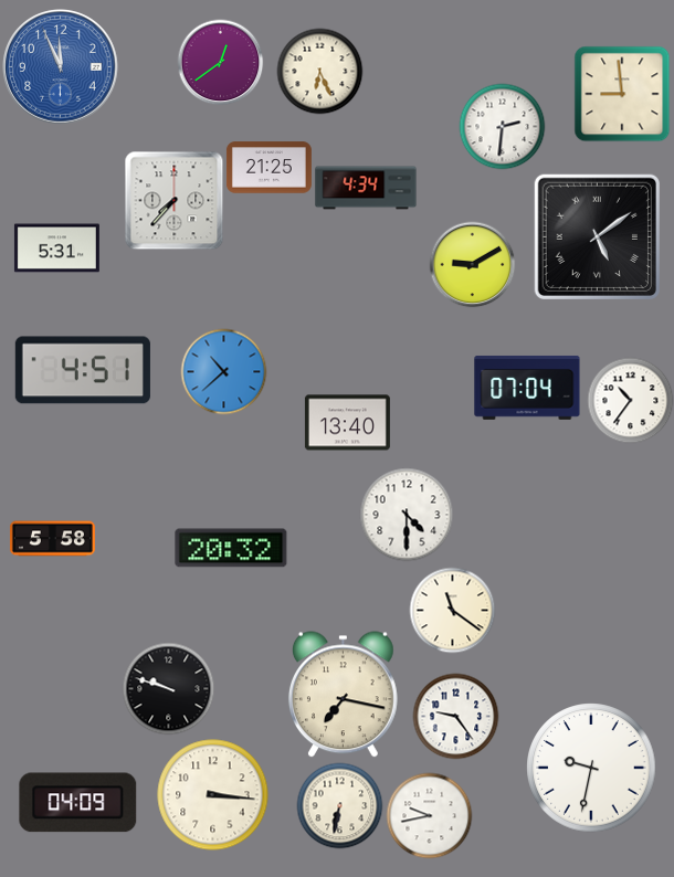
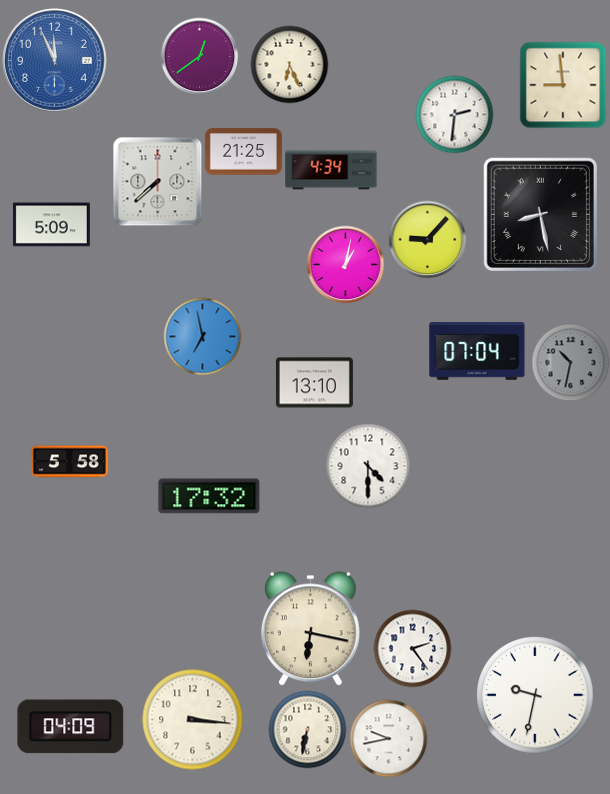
clock at (173, 200): 7:37 -> 7:38
clock at (597, 236): 5:09 -> 8:28
clock at (56, 249): 5:31 -> 5:09
clock at (472, 264): 9:10 -> 9:07
clock at (345, 264): none -> 1:02
clock at (83, 370): 4:51 -> none
clock at (223, 371): 10:38 -> 6:58
clock at (630, 400): 10:36 -> 10:32
clock at (630, 400) dial: white -> grey
clock at (347, 423): 13:40 -> 13:10
clock at (52, 539) position: (52, 539) -> (69, 462)
clock at (231, 548): 20:32 -> 17:32
clock at (452, 610): 11:21 -> none
clock at (168, 688): 9:48 -> none
clock at (343, 695): 7:17 -> 6:17
clock at (455, 716): 9:24 -> 2:24
